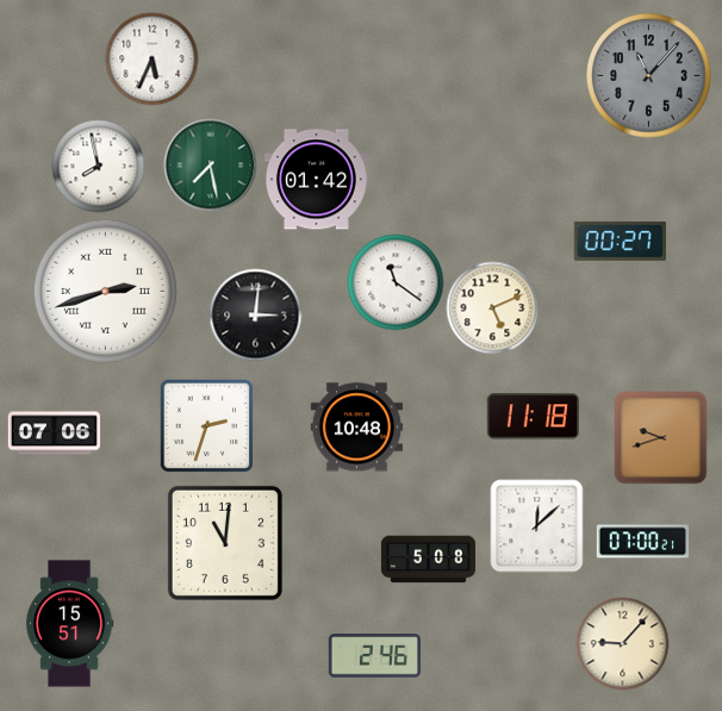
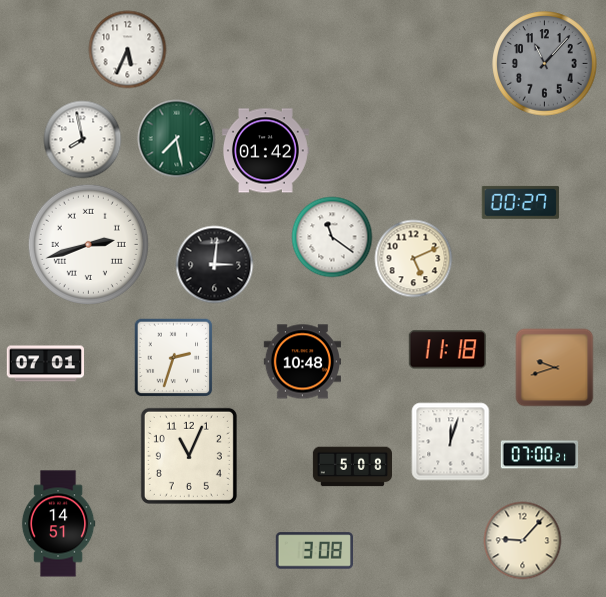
clock at (356, 428) position: (356, 428) -> (302, 362)
clock at (54, 434): 07:06 -> 07:01
clock at (536, 525): 12:08 -> 12:03
clock at (225, 543): 11:01 -> 11:04
clock at (428, 560) position: (428, 560) -> (352, 467)
clock at (69, 624): 15:51 -> 14:51
clock at (374, 656): 2:46 -> 3:08
